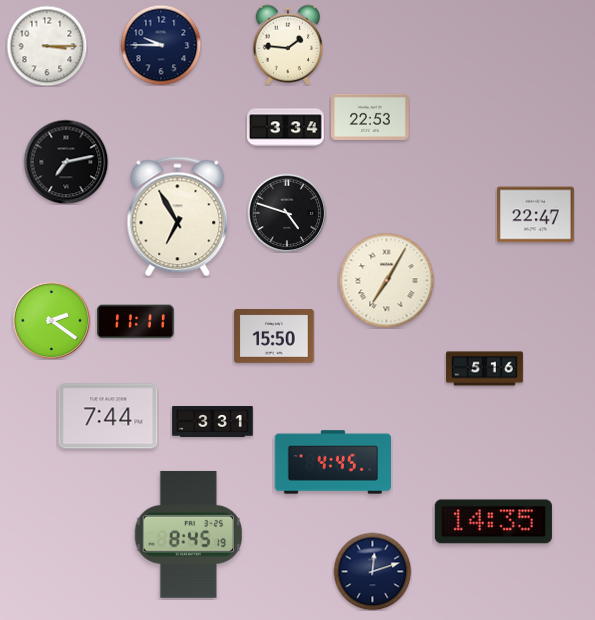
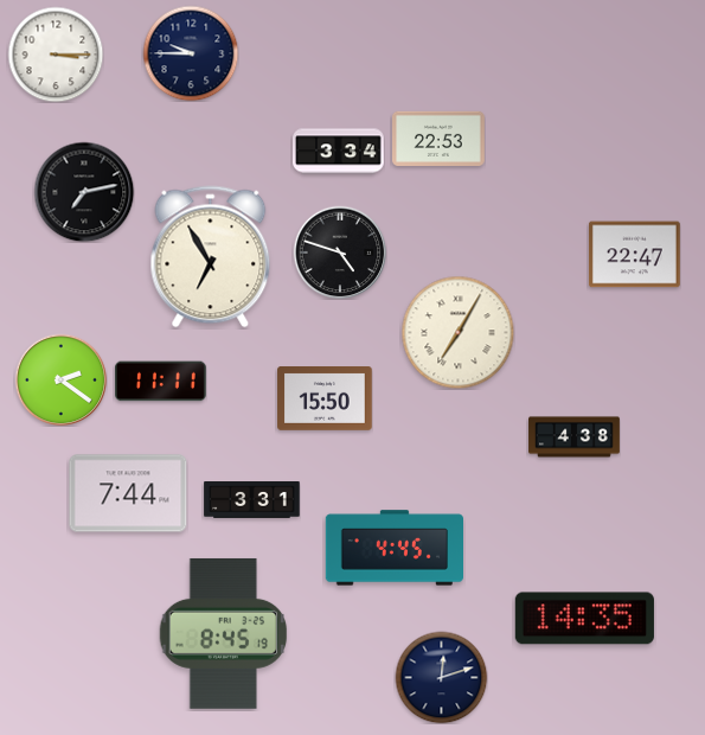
clock at (288, 45): 1:46 -> none
clock at (66, 162) position: (66, 162) -> (84, 192)
clock at (485, 369): 5:16 -> 4:38
